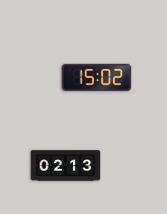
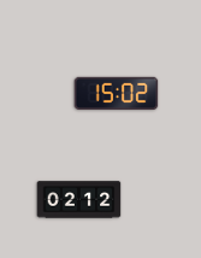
clock at (66, 166): 02:13 -> 02:12
